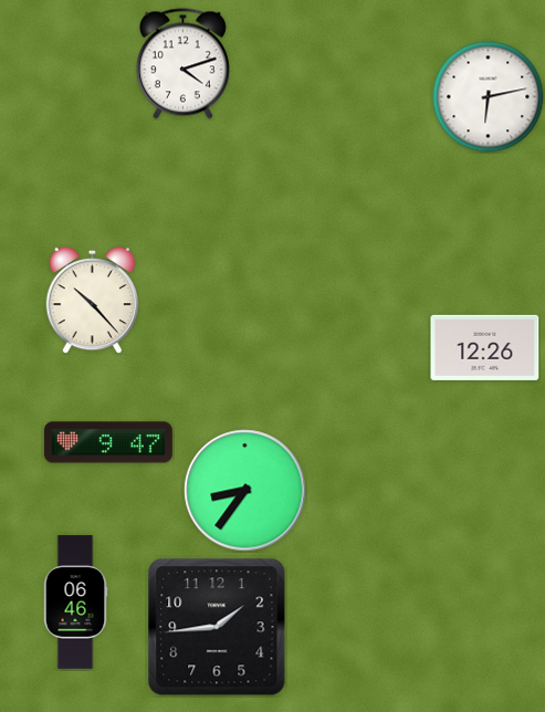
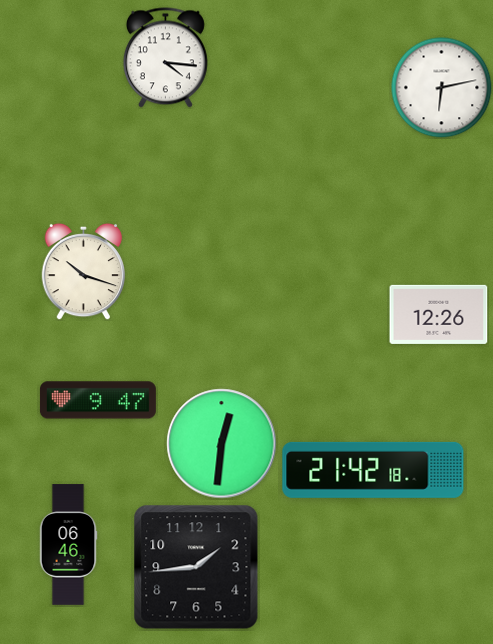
clock at (182, 64): 4:12 -> 4:16
clock at (93, 300): 10:23 -> 10:18
clock at (245, 491): 8:36 -> 12:31
clock at (373, 470): none -> 21:42
